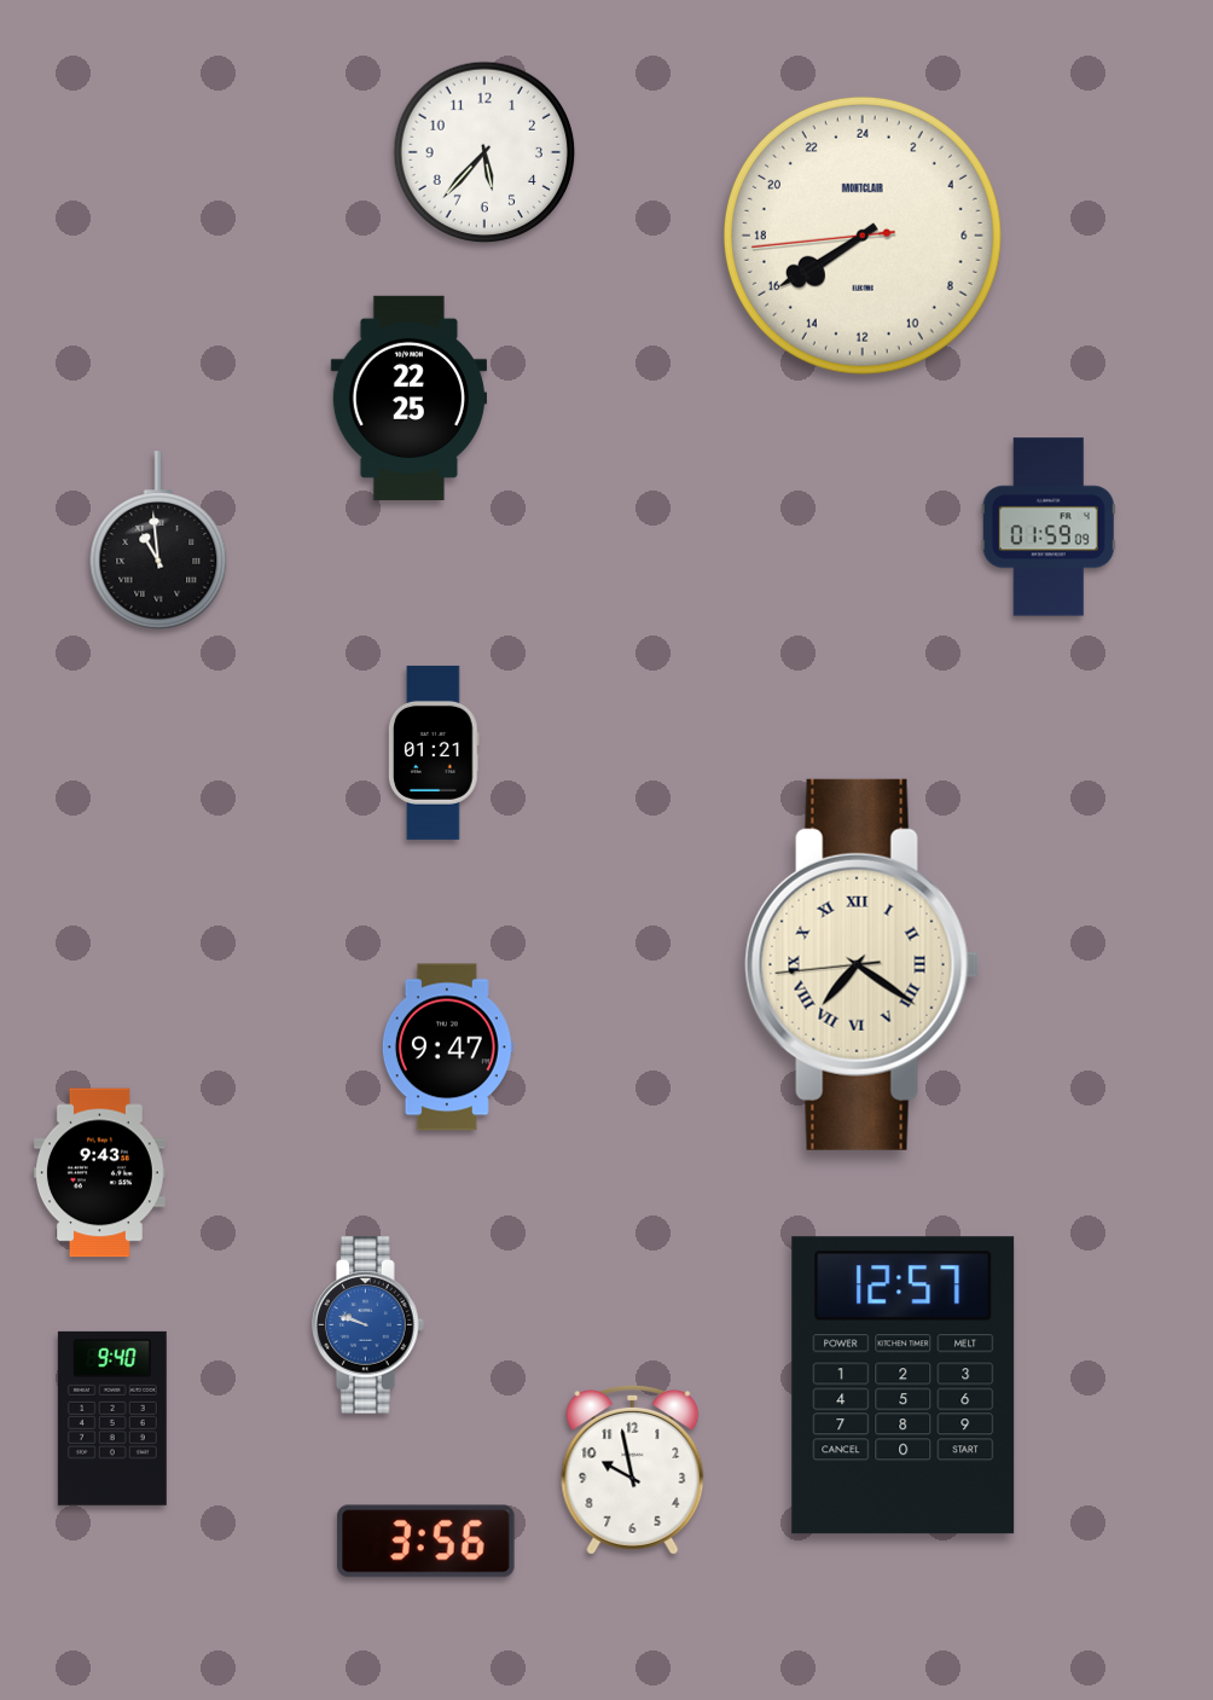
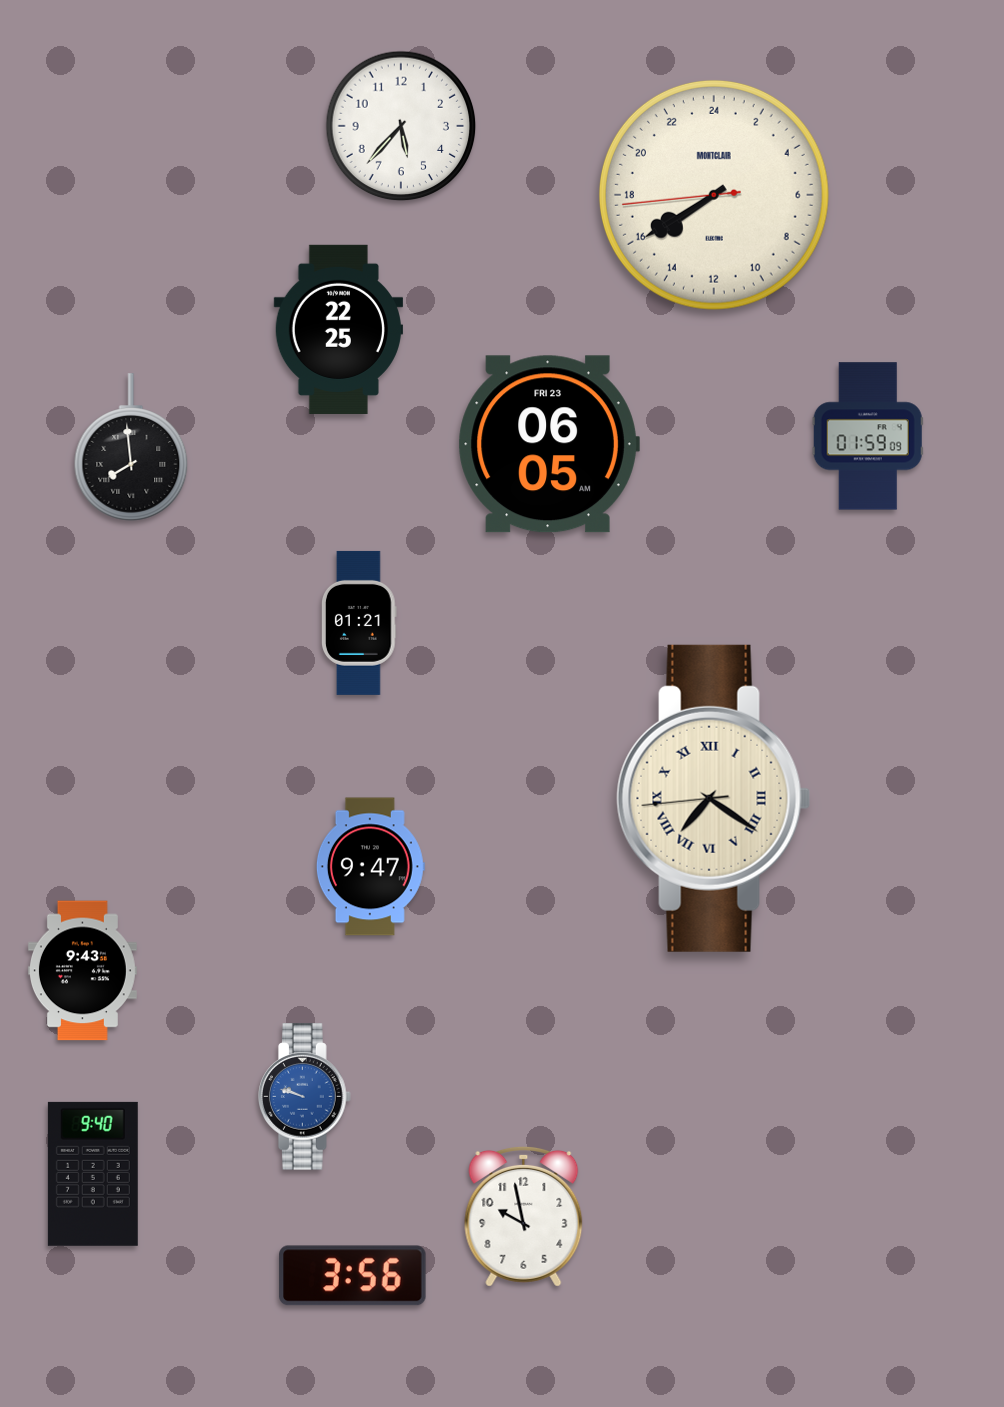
clock at (549, 444): none -> 06:05
clock at (158, 540): 10:59 -> 7:59
clock at (904, 1386): 12:57 -> none
